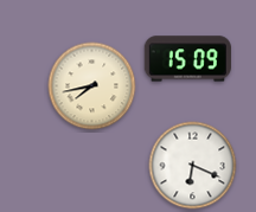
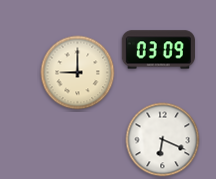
clock at (187, 59): 15:09 -> 03:09
clock at (92, 86): 7:43 -> 9:00
